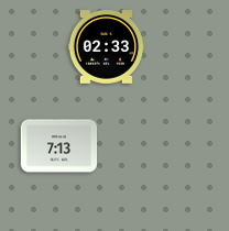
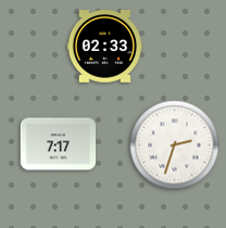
clock at (59, 146): 7:13 -> 7:17
clock at (175, 145): none -> 2:33
